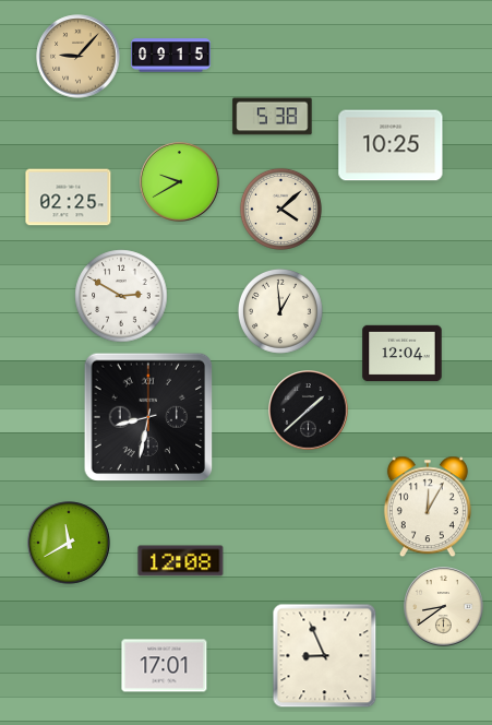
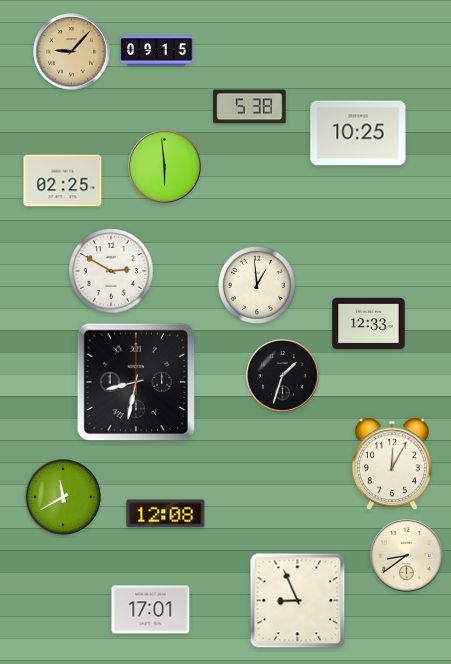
clock at (180, 182): 9:40 -> 5:59
clock at (280, 209): 4:08 -> none
clock at (403, 354): 12:04 -> 12:33
clock at (309, 411): 1:38 -> 1:33
